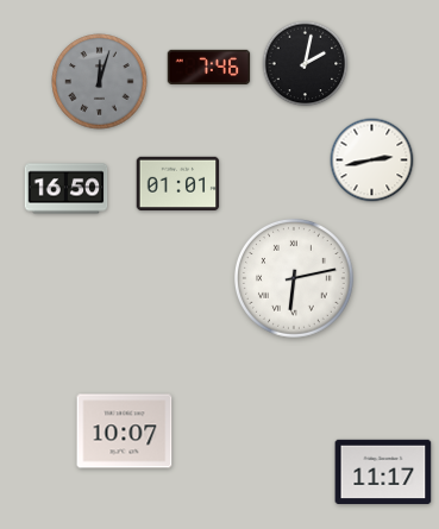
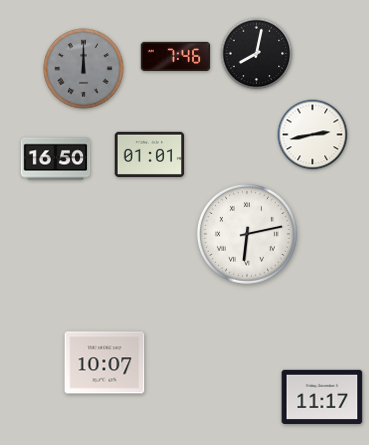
clock at (306, 64): 2:02 -> 8:02
clock at (100, 82): 12:03 -> 12:00
